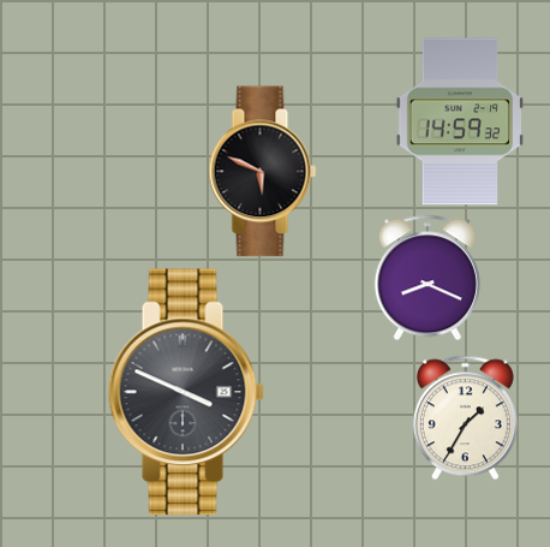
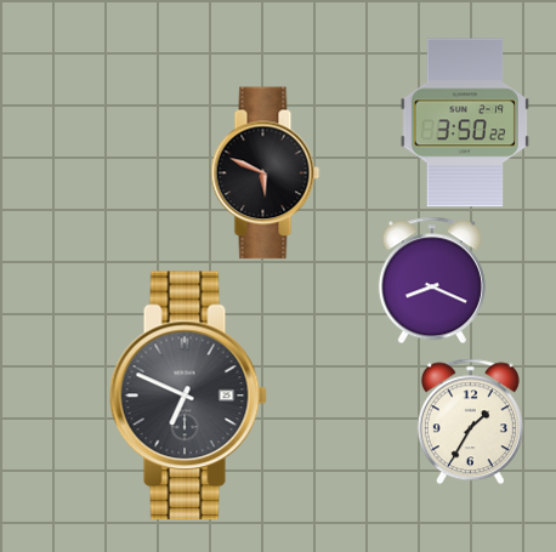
clock at (459, 121): 14:59 -> 3:50
clock at (186, 392): 3:49 -> 6:49
